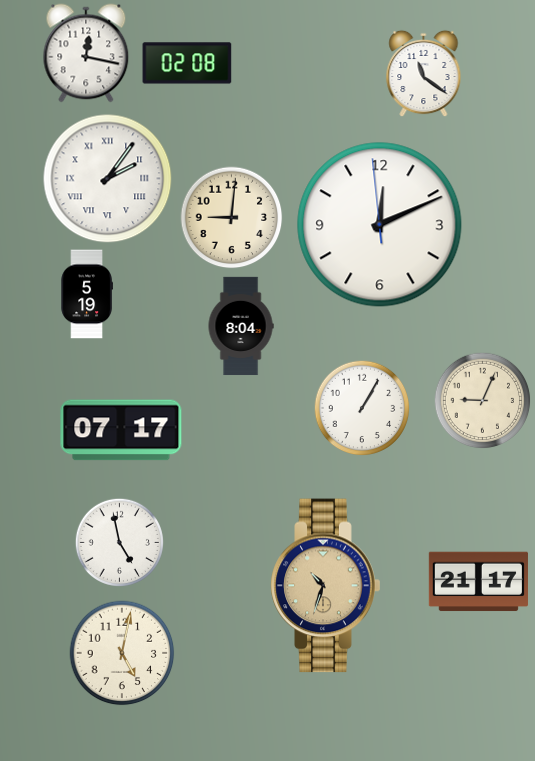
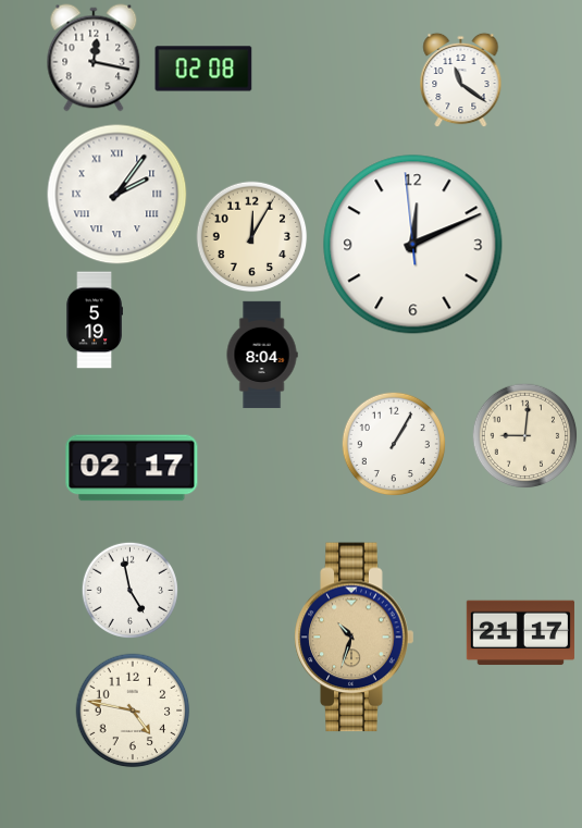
clock at (232, 218): 9:01 -> 12:05
clock at (482, 400): 9:04 -> 9:01
clock at (121, 430): 07:17 -> 02:17
clock at (122, 653): 5:02 -> 4:47
